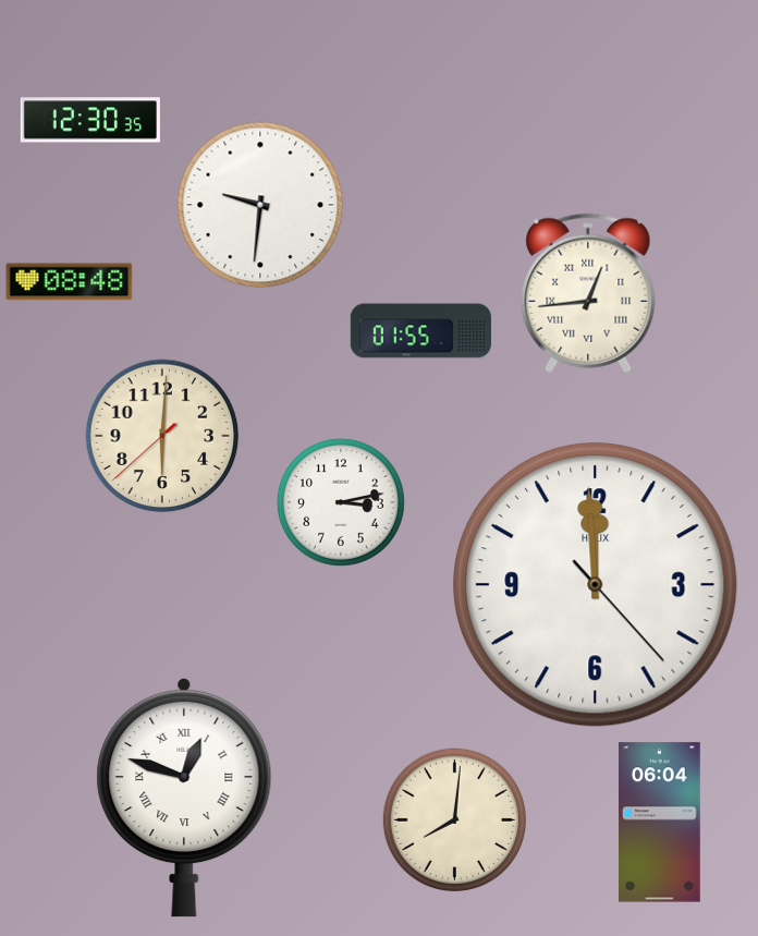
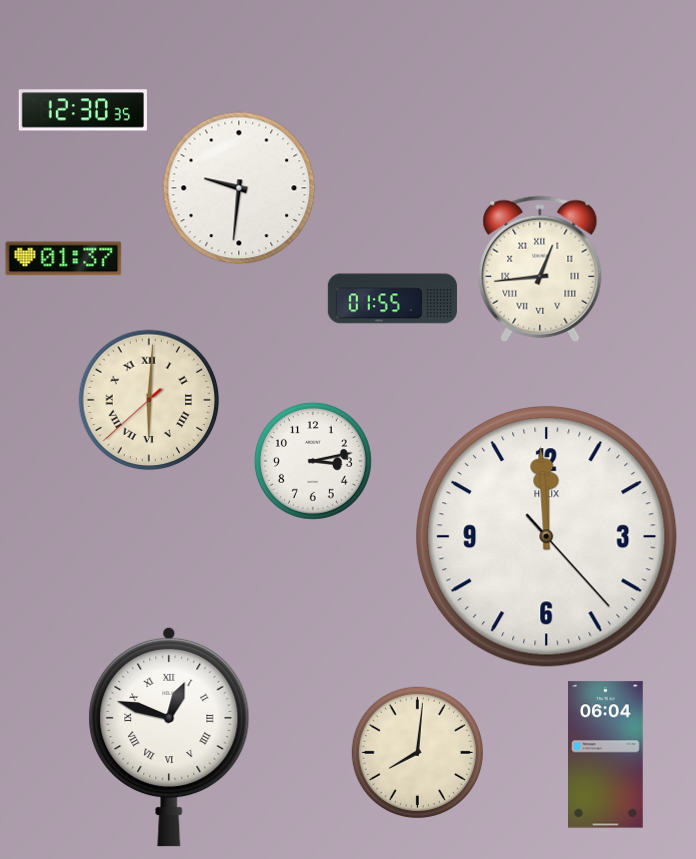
clock at (70, 282): 08:48 -> 01:37
clock at (420, 331) position: (420, 331) -> (392, 299)
clock at (162, 436) numerals: Arabic -> Roman
clock at (184, 798) position: (184, 798) -> (169, 737)
